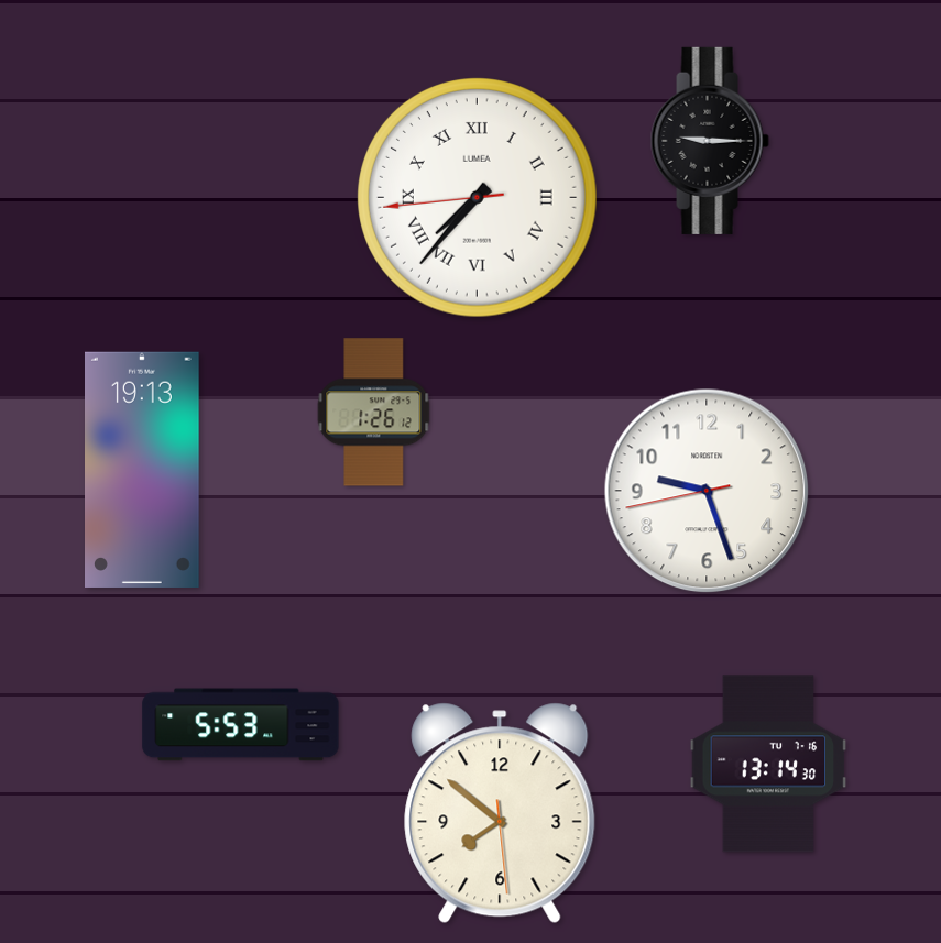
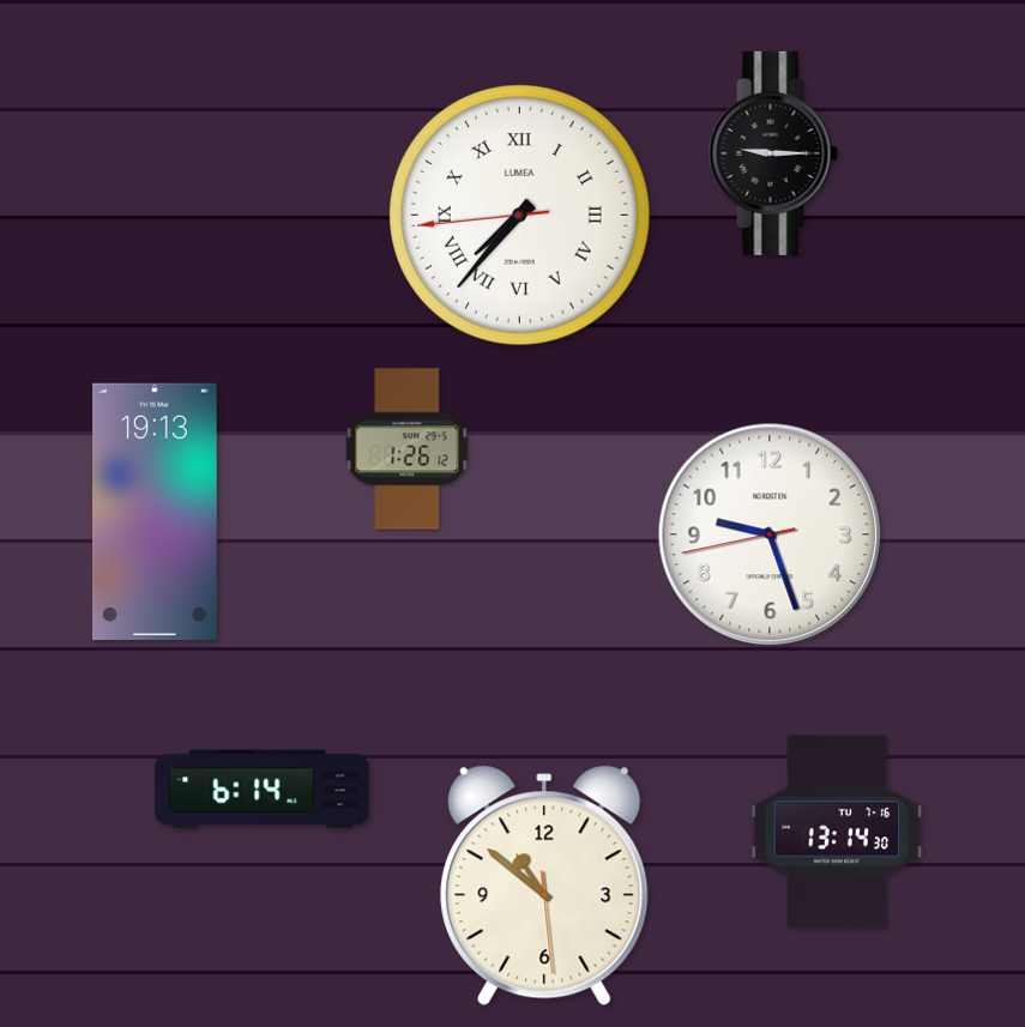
clock at (241, 725): 5:53 -> 6:14
clock at (500, 813): 7:51 -> 10:51
